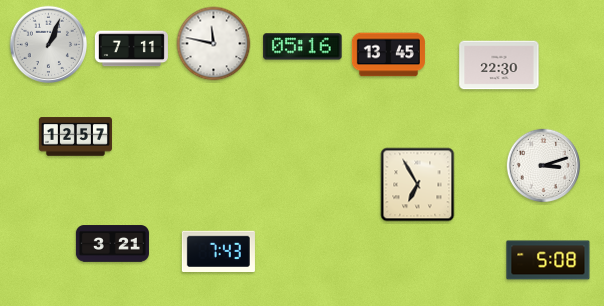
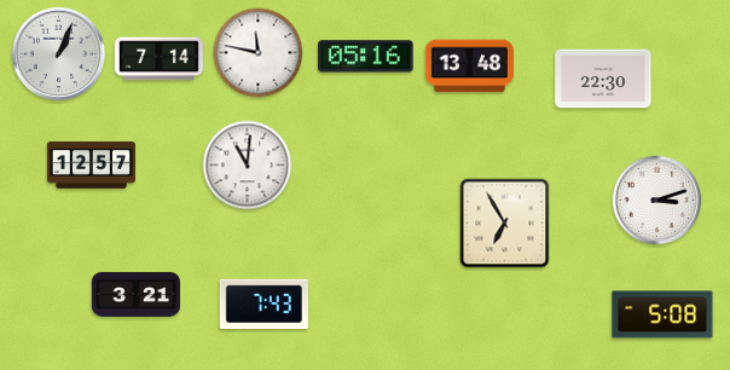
clock at (131, 49): 7:11 -> 7:14
clock at (388, 55): 13:45 -> 13:48
clock at (248, 166): none -> 11:01
